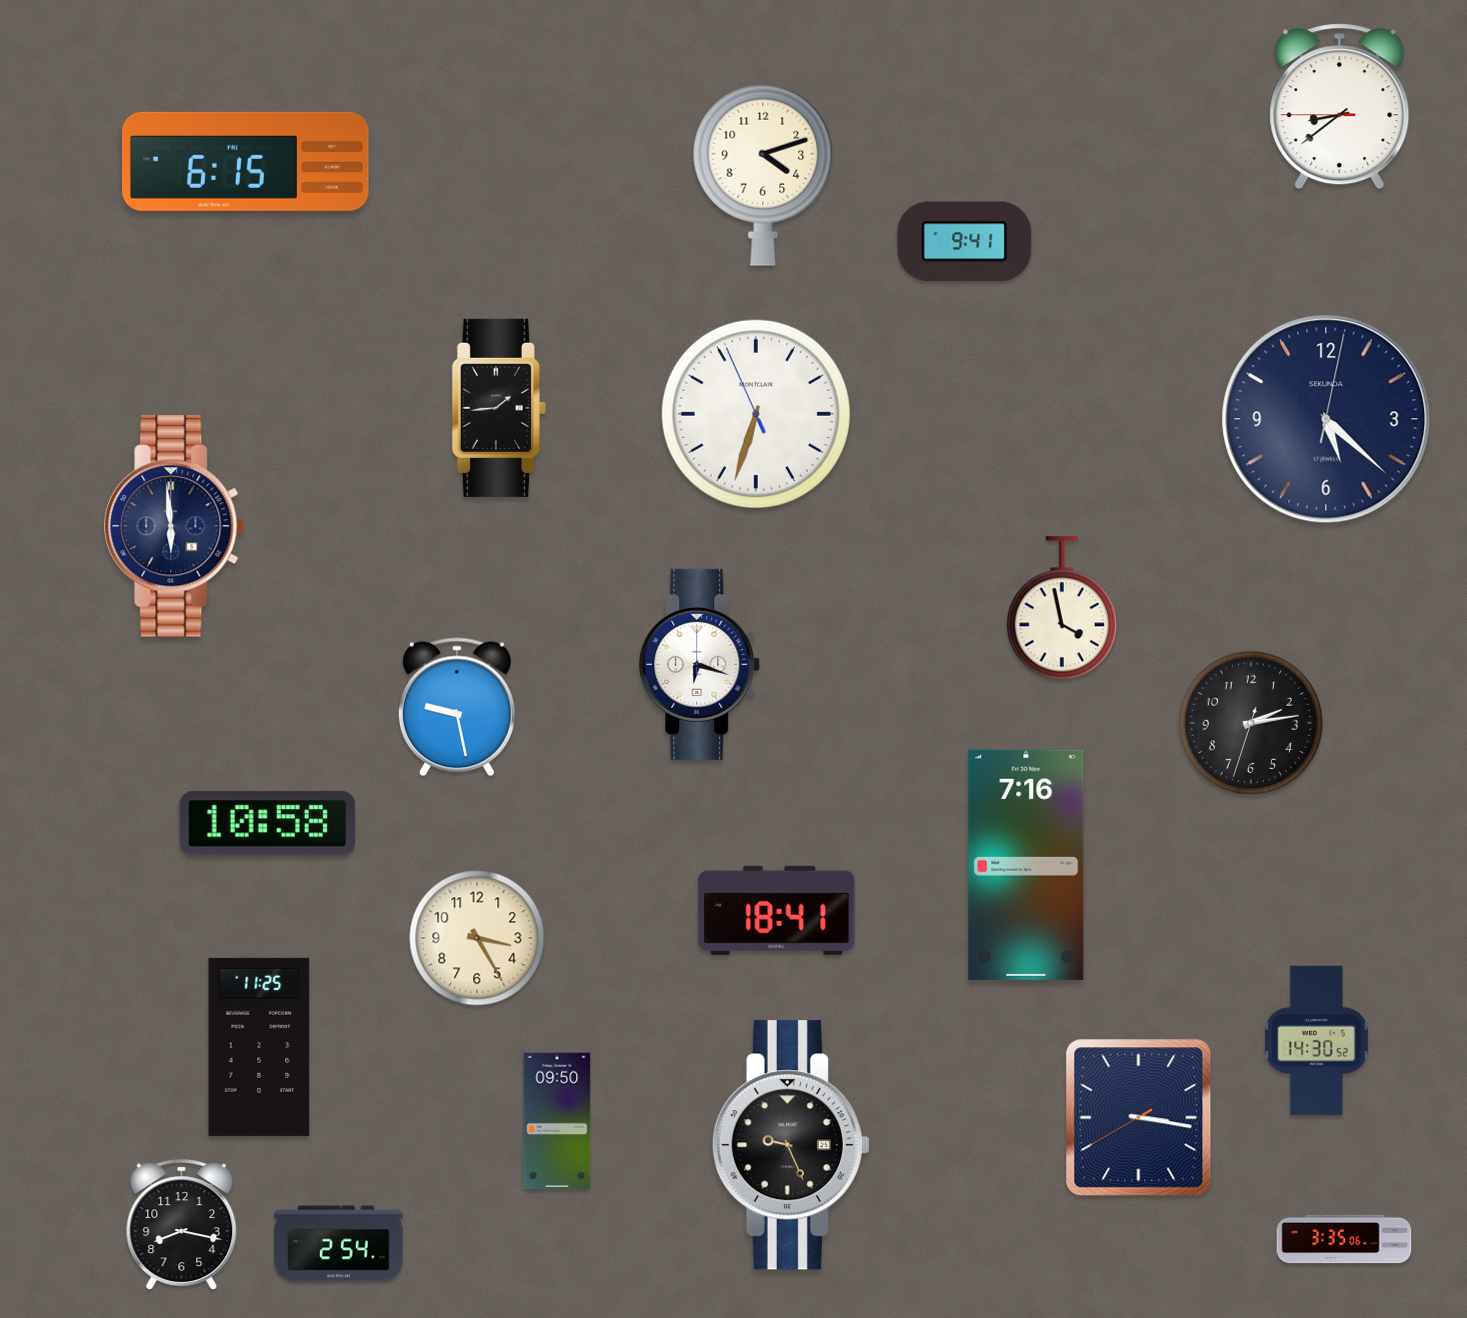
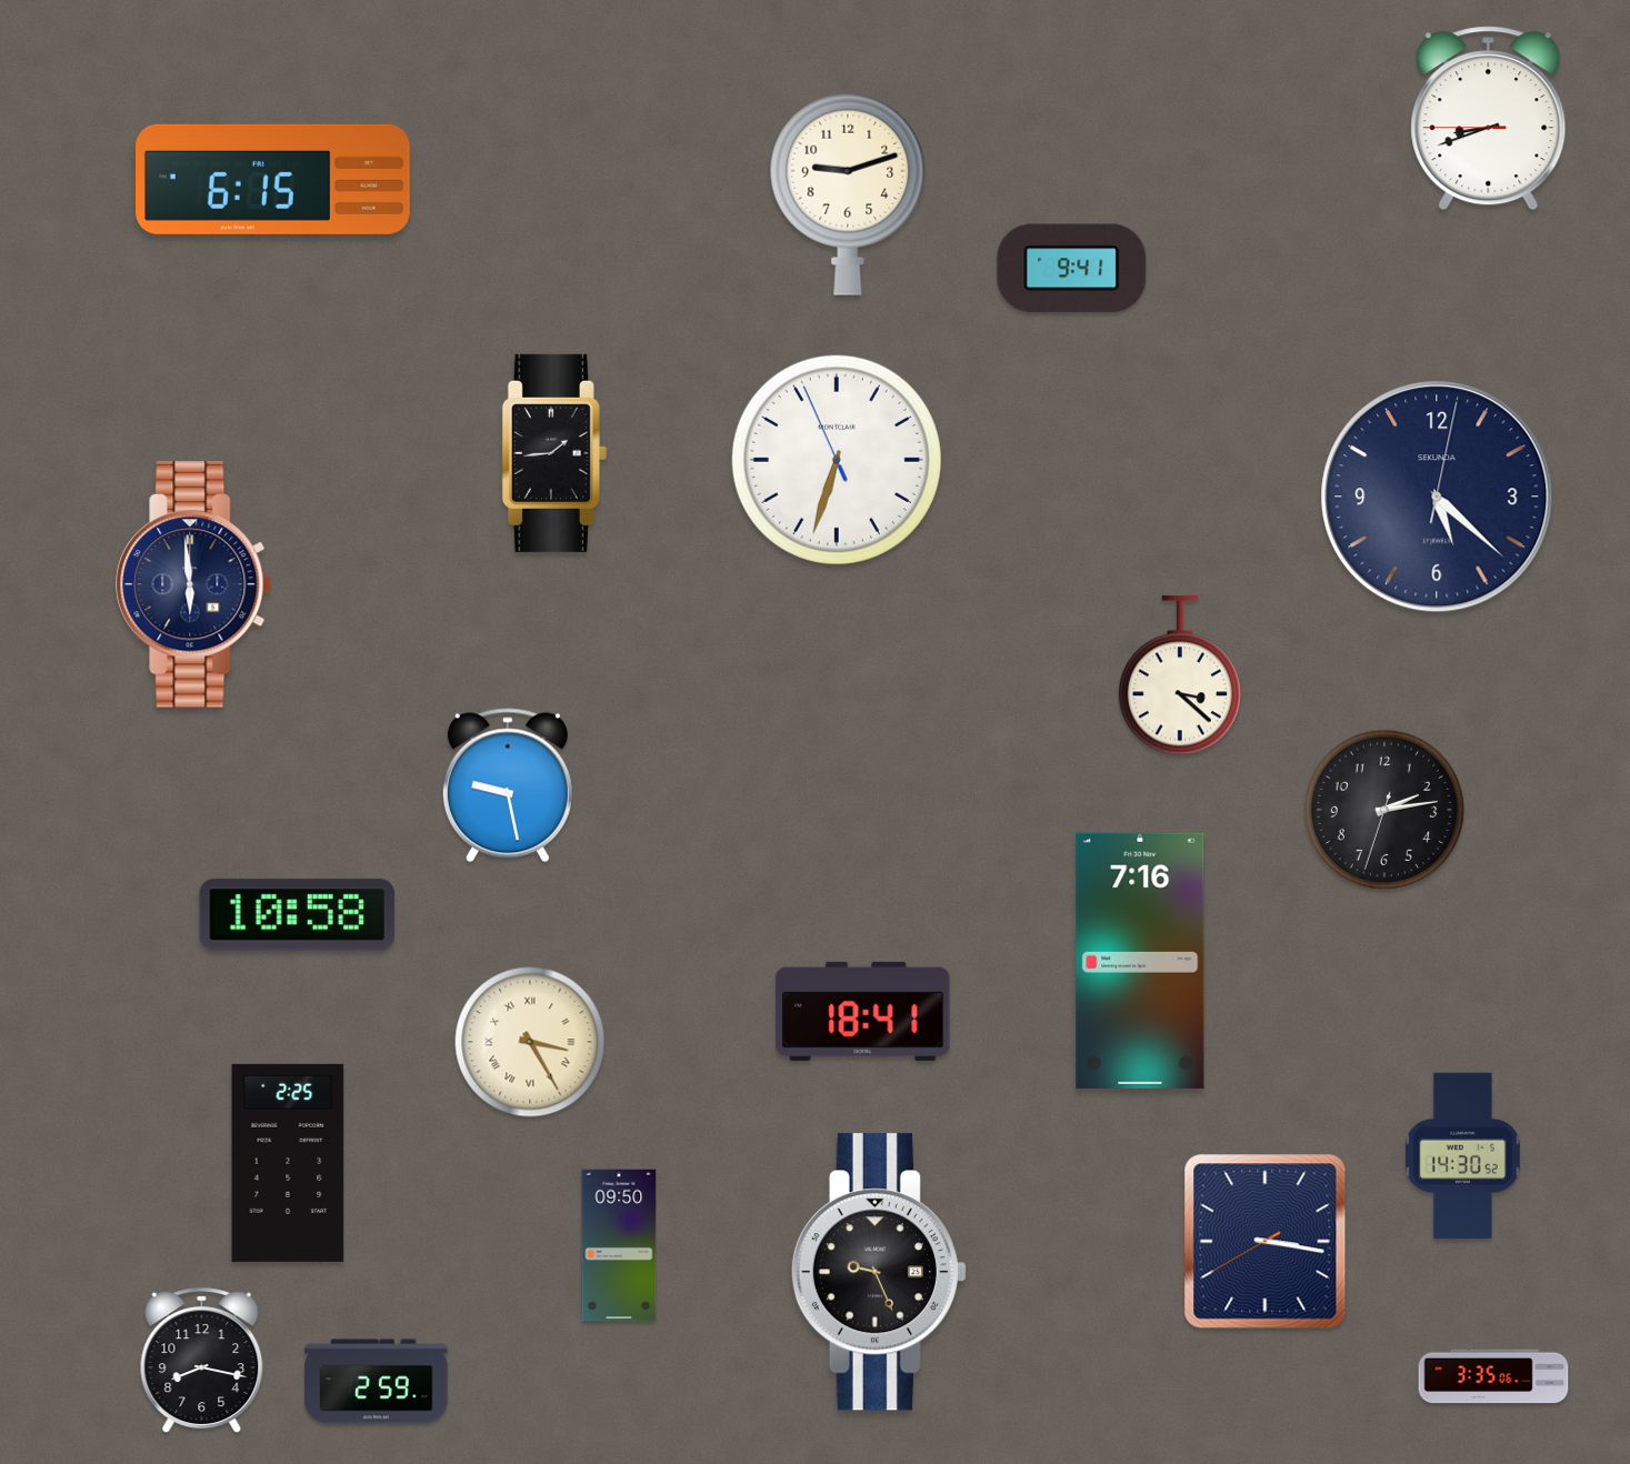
clock at (1340, 107): 8:38 -> 8:41
clock at (763, 175): 4:12 -> 9:12
clock at (756, 414) position: (756, 414) -> (837, 460)
clock at (1326, 419) position: (1326, 419) -> (1437, 497)
clock at (1062, 609): 3:58 -> 3:22
clock at (700, 664): 6:18 -> none
clock at (1251, 723) position: (1251, 723) -> (1384, 810)
clock at (477, 938) numerals: Arabic -> Roman
clock at (259, 1047): 11:25 -> 2:25
clock at (339, 1244): 2:54 -> 2:59
